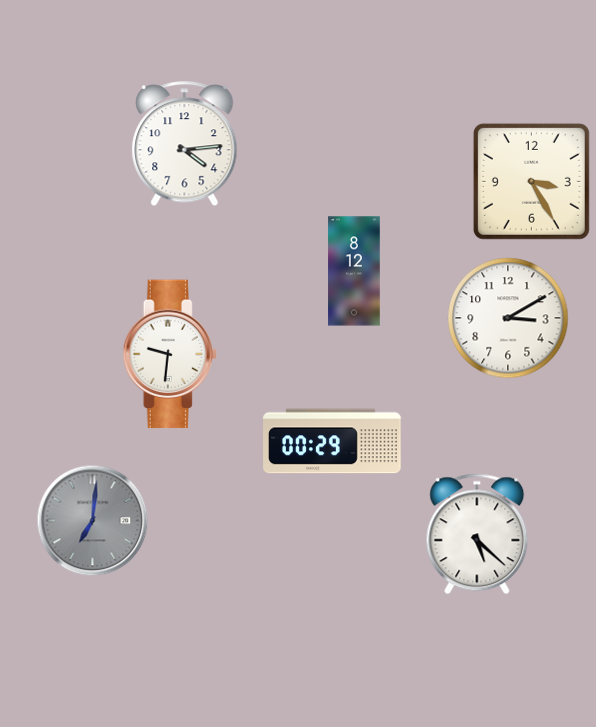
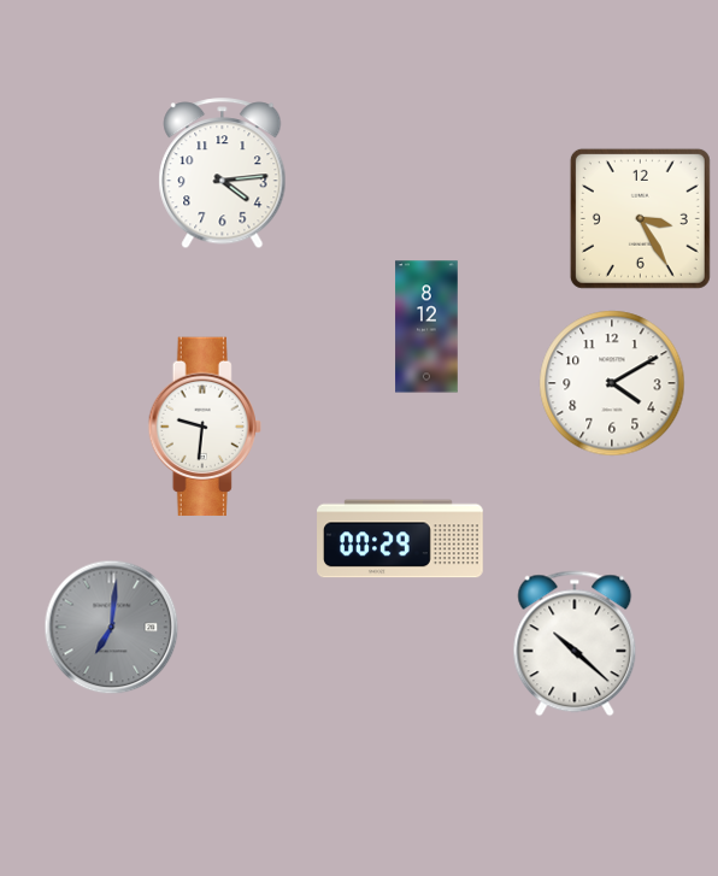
clock at (508, 318): 3:10 -> 4:10
clock at (332, 441) position: (332, 441) -> (400, 539)
clock at (477, 534): 5:22 -> 10:22
